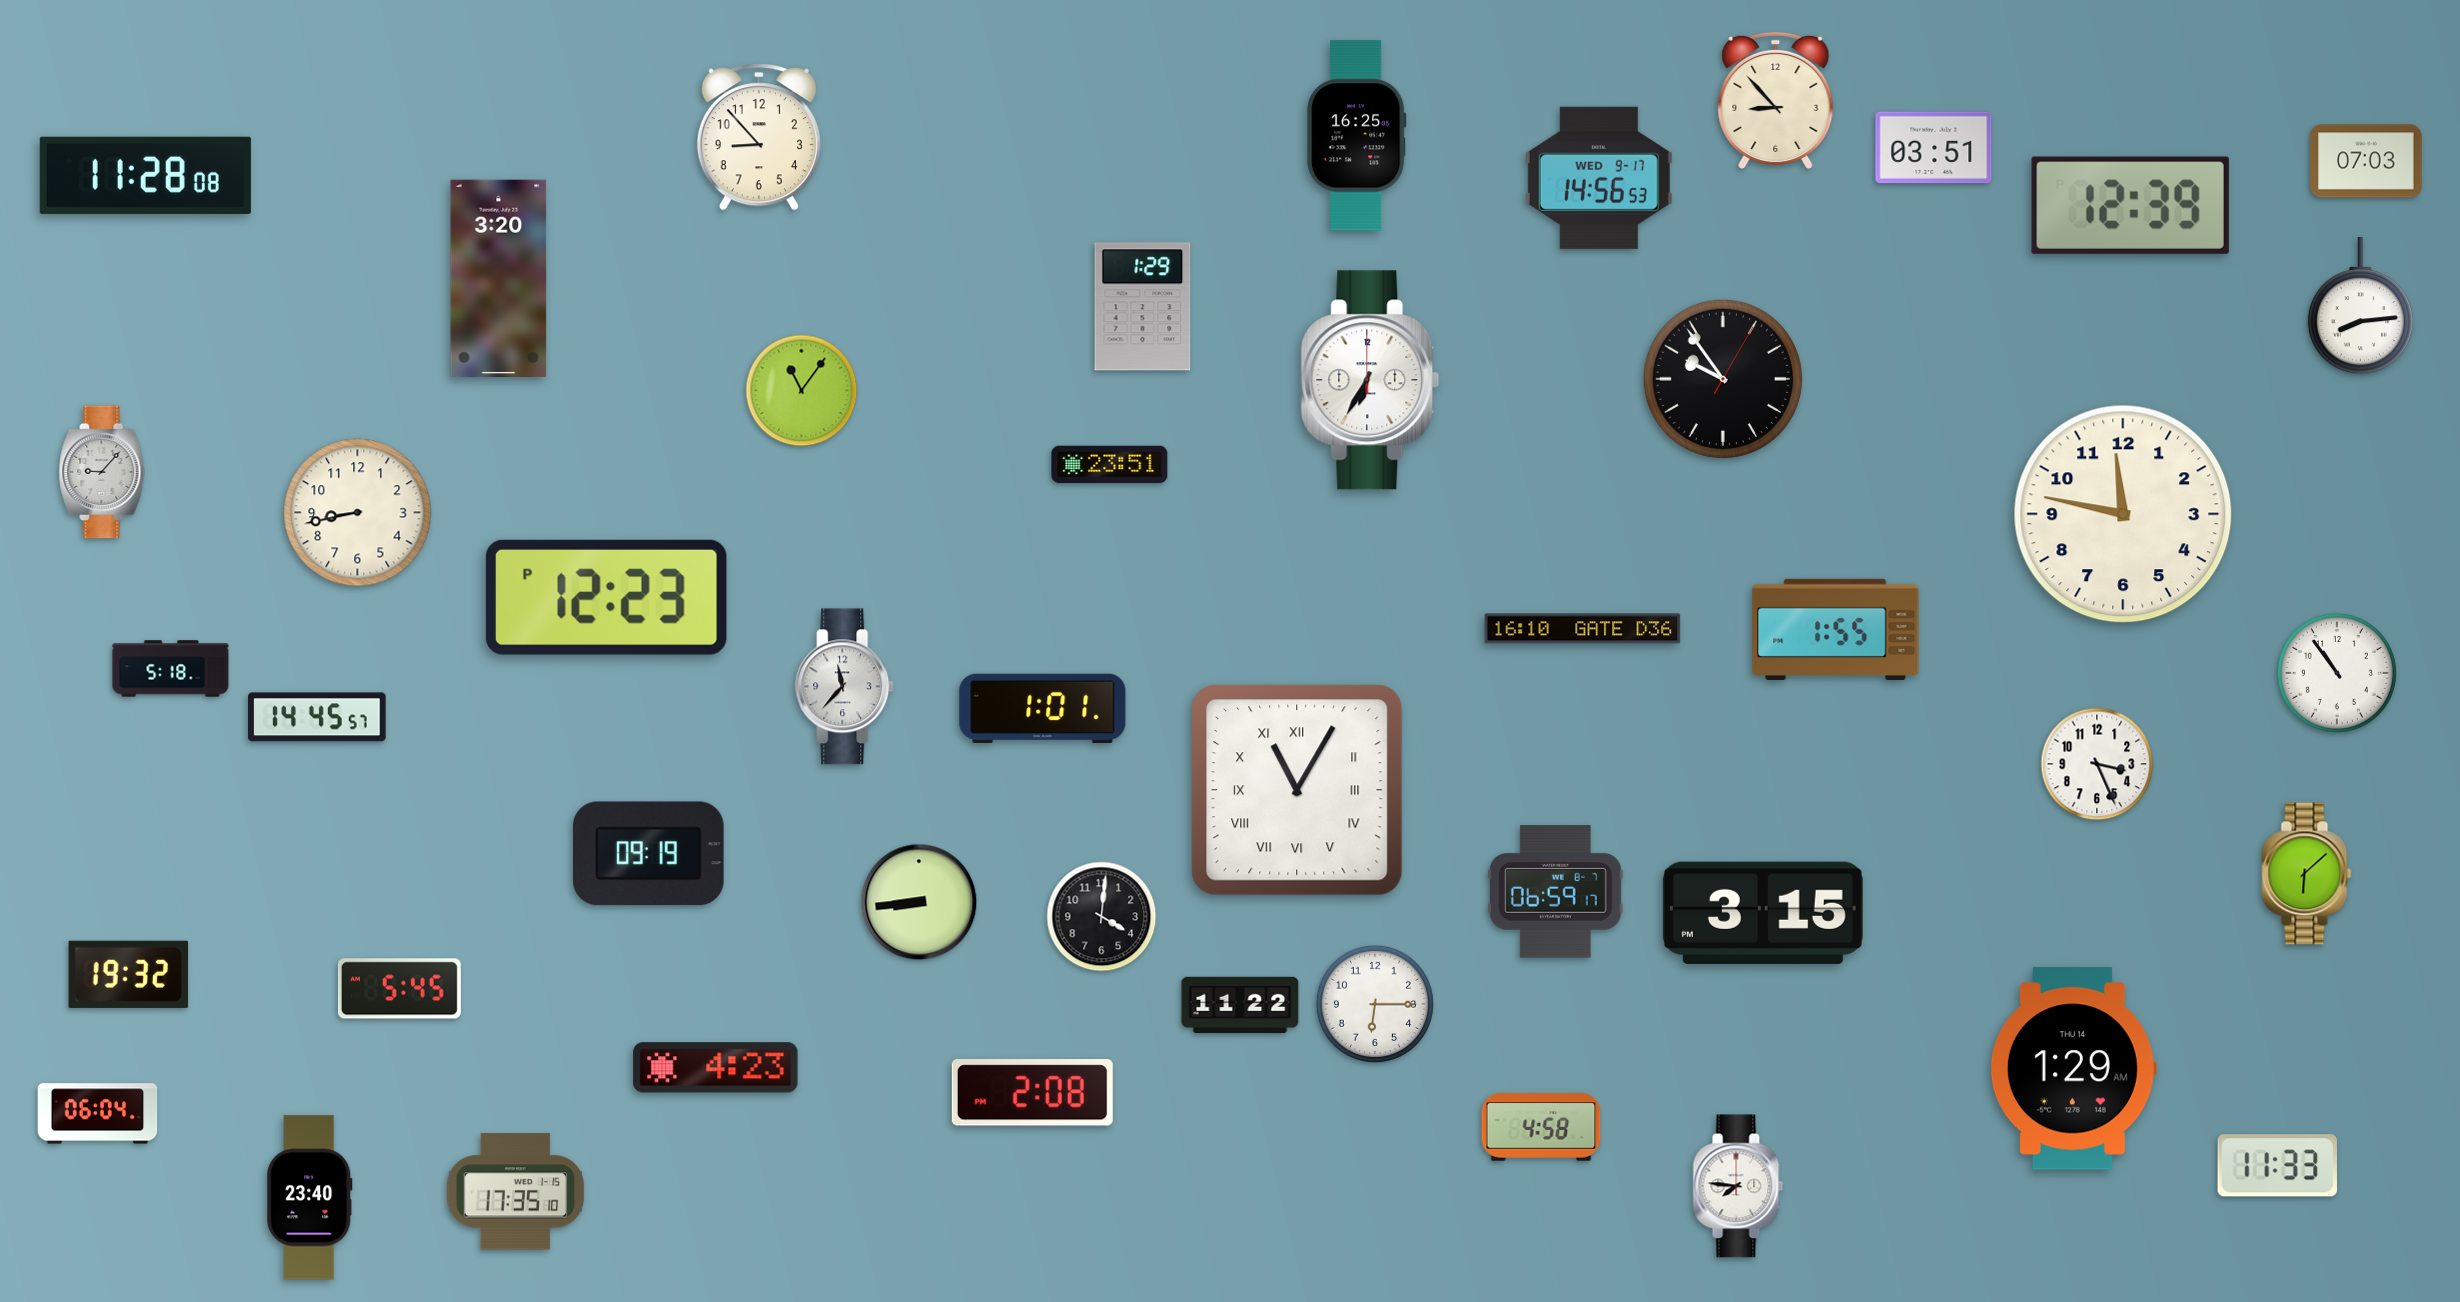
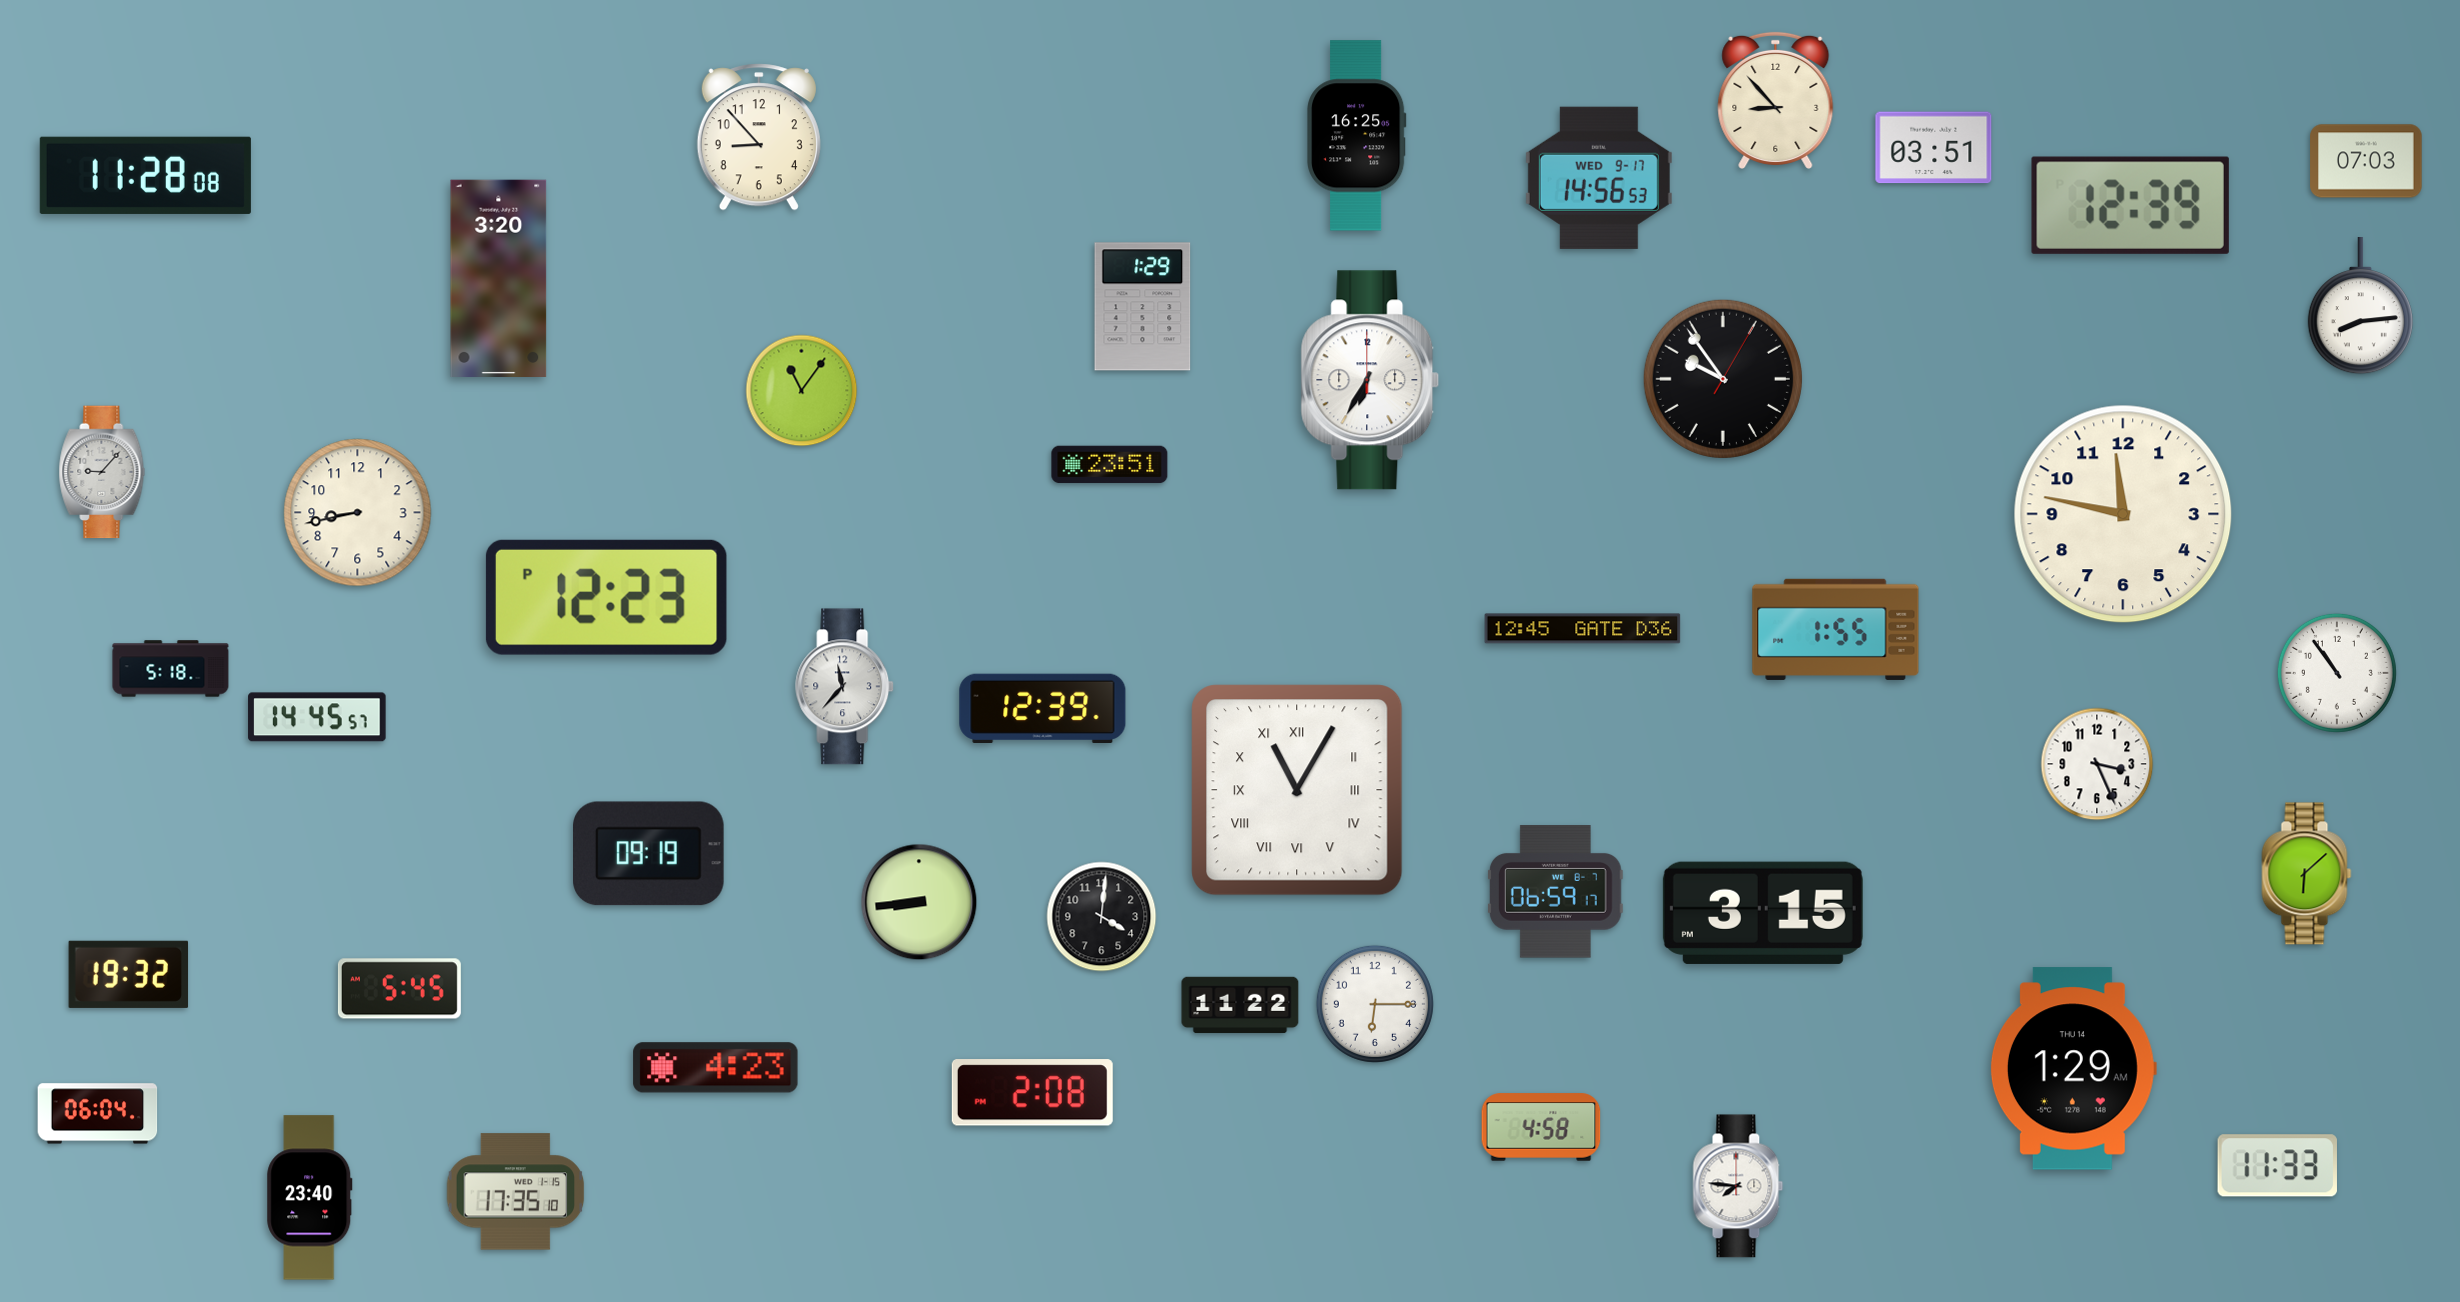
clock at (1583, 629): 16:10 -> 12:45
clock at (1043, 708): 1:01 -> 12:39
